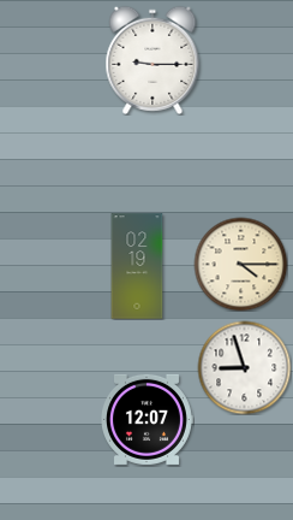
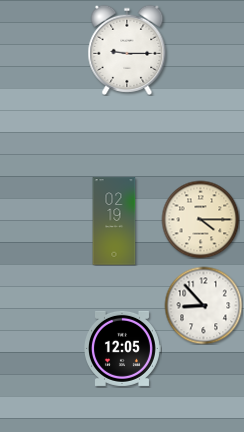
clock at (244, 367): 8:57 -> 8:53
clock at (148, 419): 12:07 -> 12:05
